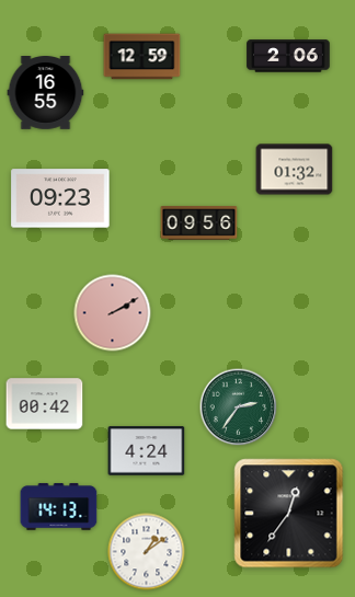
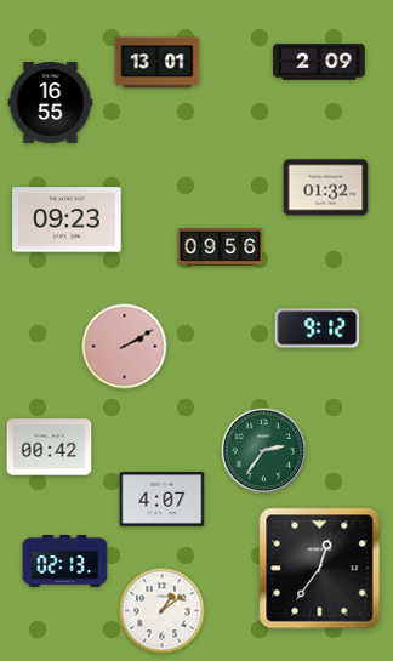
clock at (288, 56): 2:06 -> 2:09
clock at (142, 57): 12:59 -> 13:01
clock at (318, 329): none -> 9:12
clock at (147, 451): 4:24 -> 4:07
clock at (59, 507): 14:13 -> 02:13
